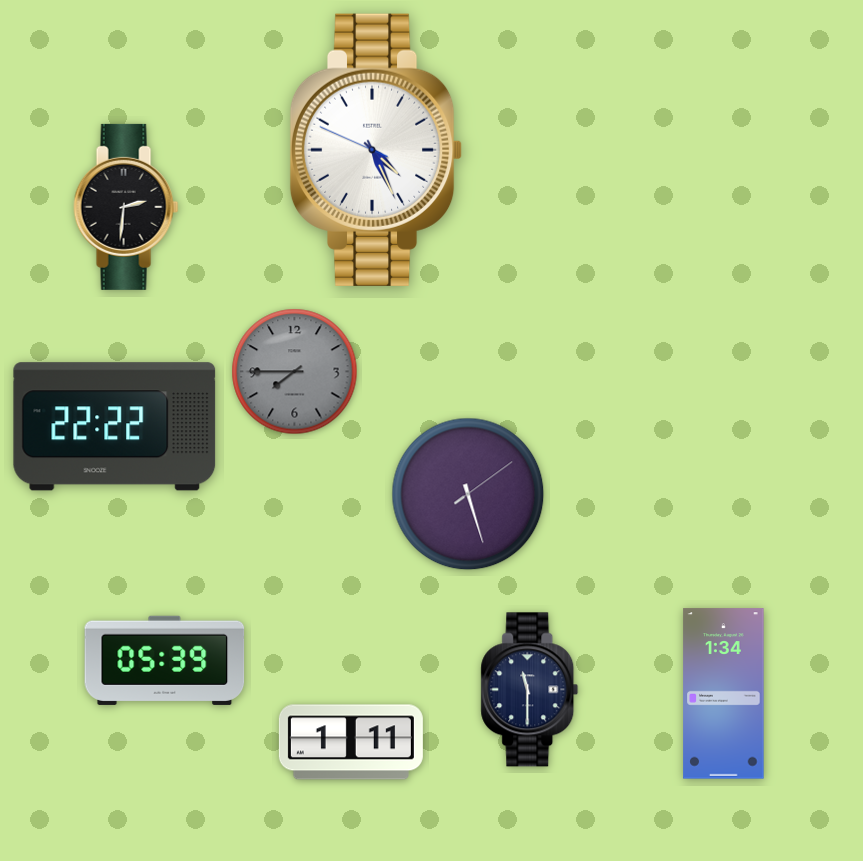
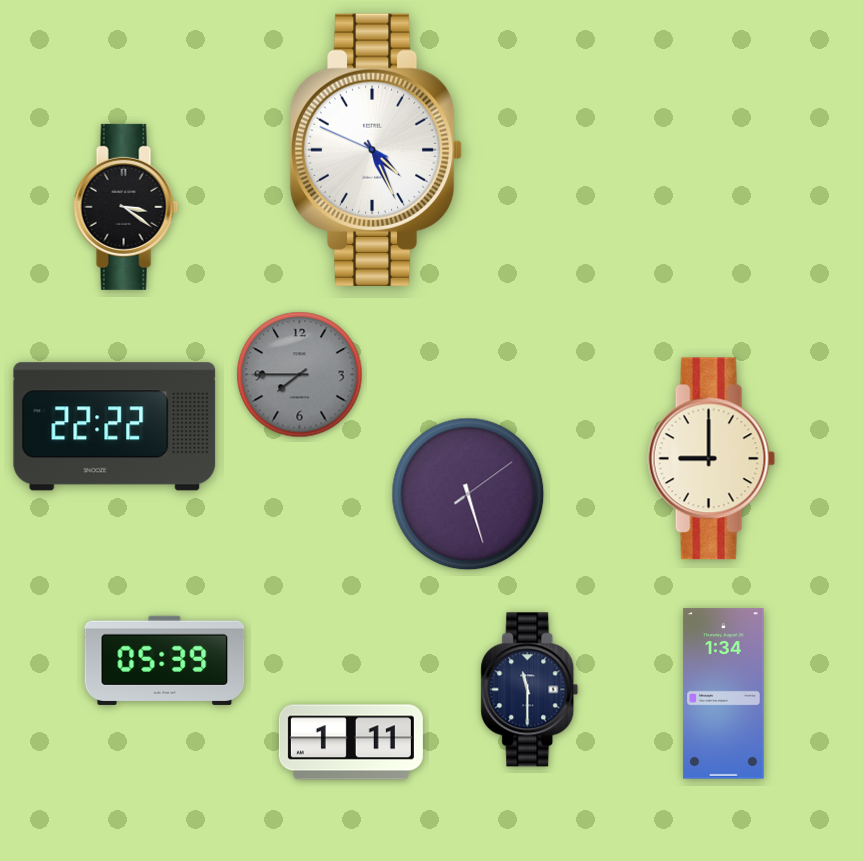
clock at (126, 207): 2:31 -> 3:21
clock at (295, 372) position: (295, 372) -> (300, 375)
clock at (712, 459): none -> 9:00
